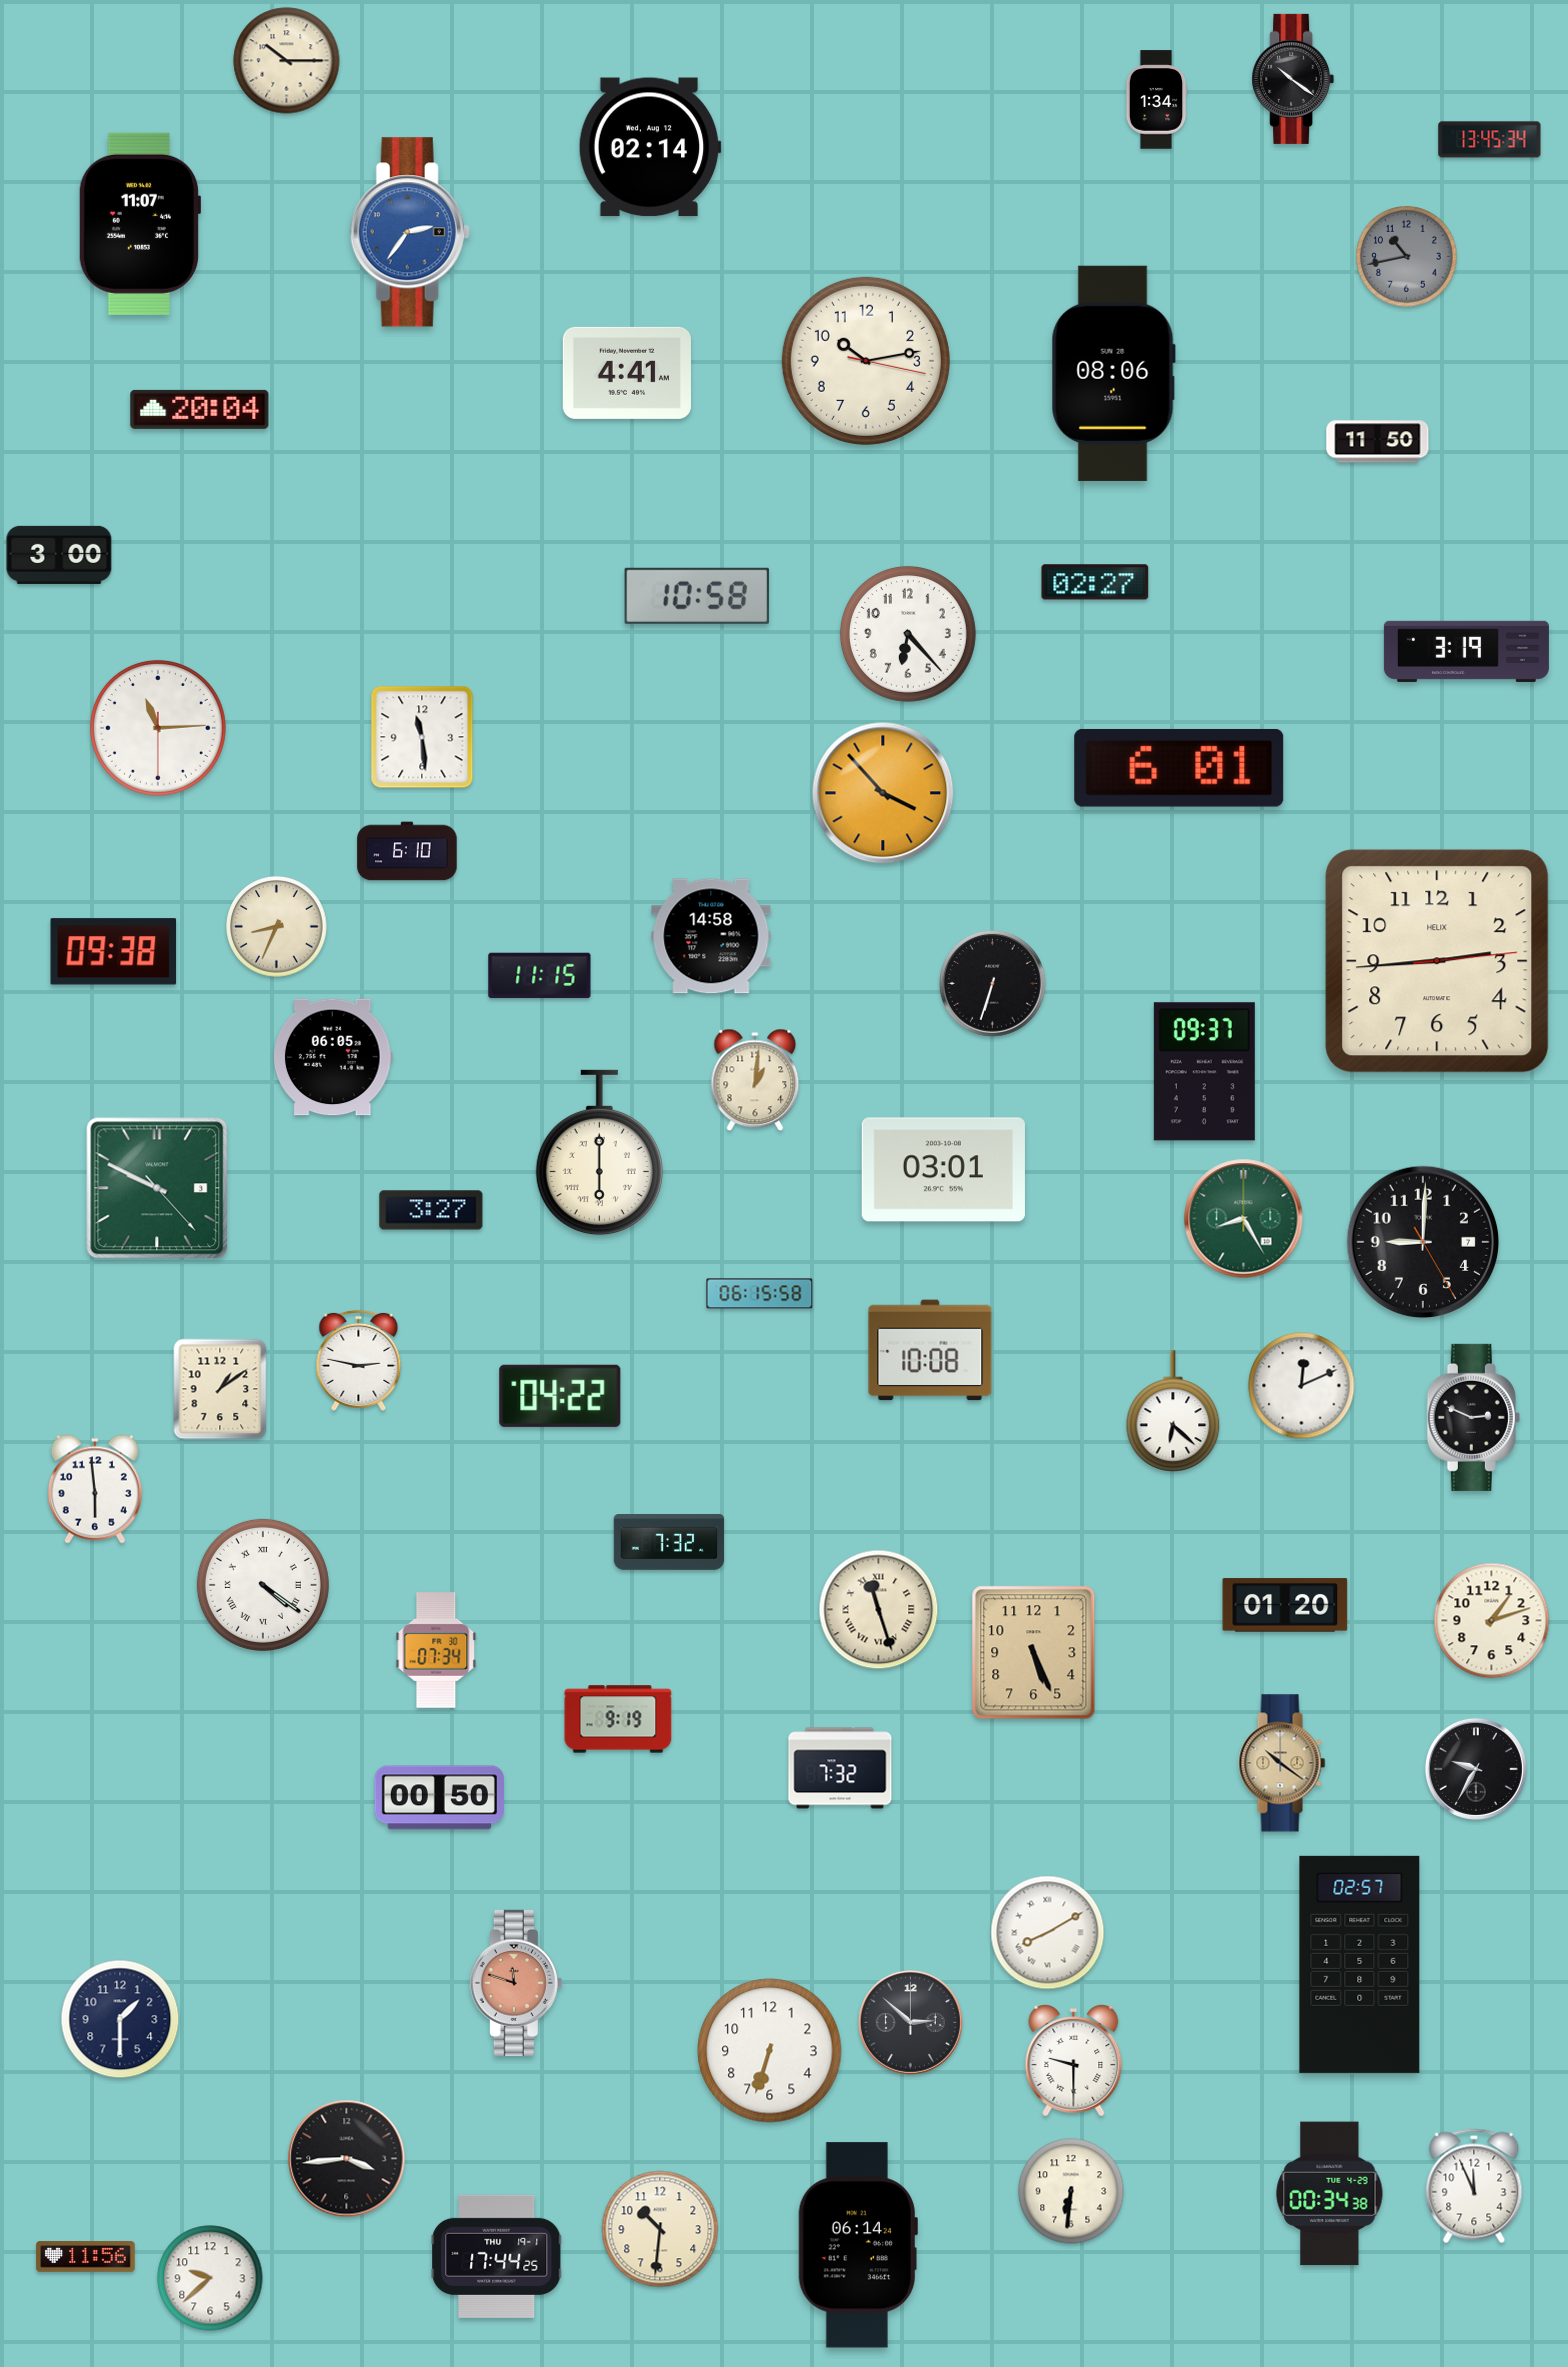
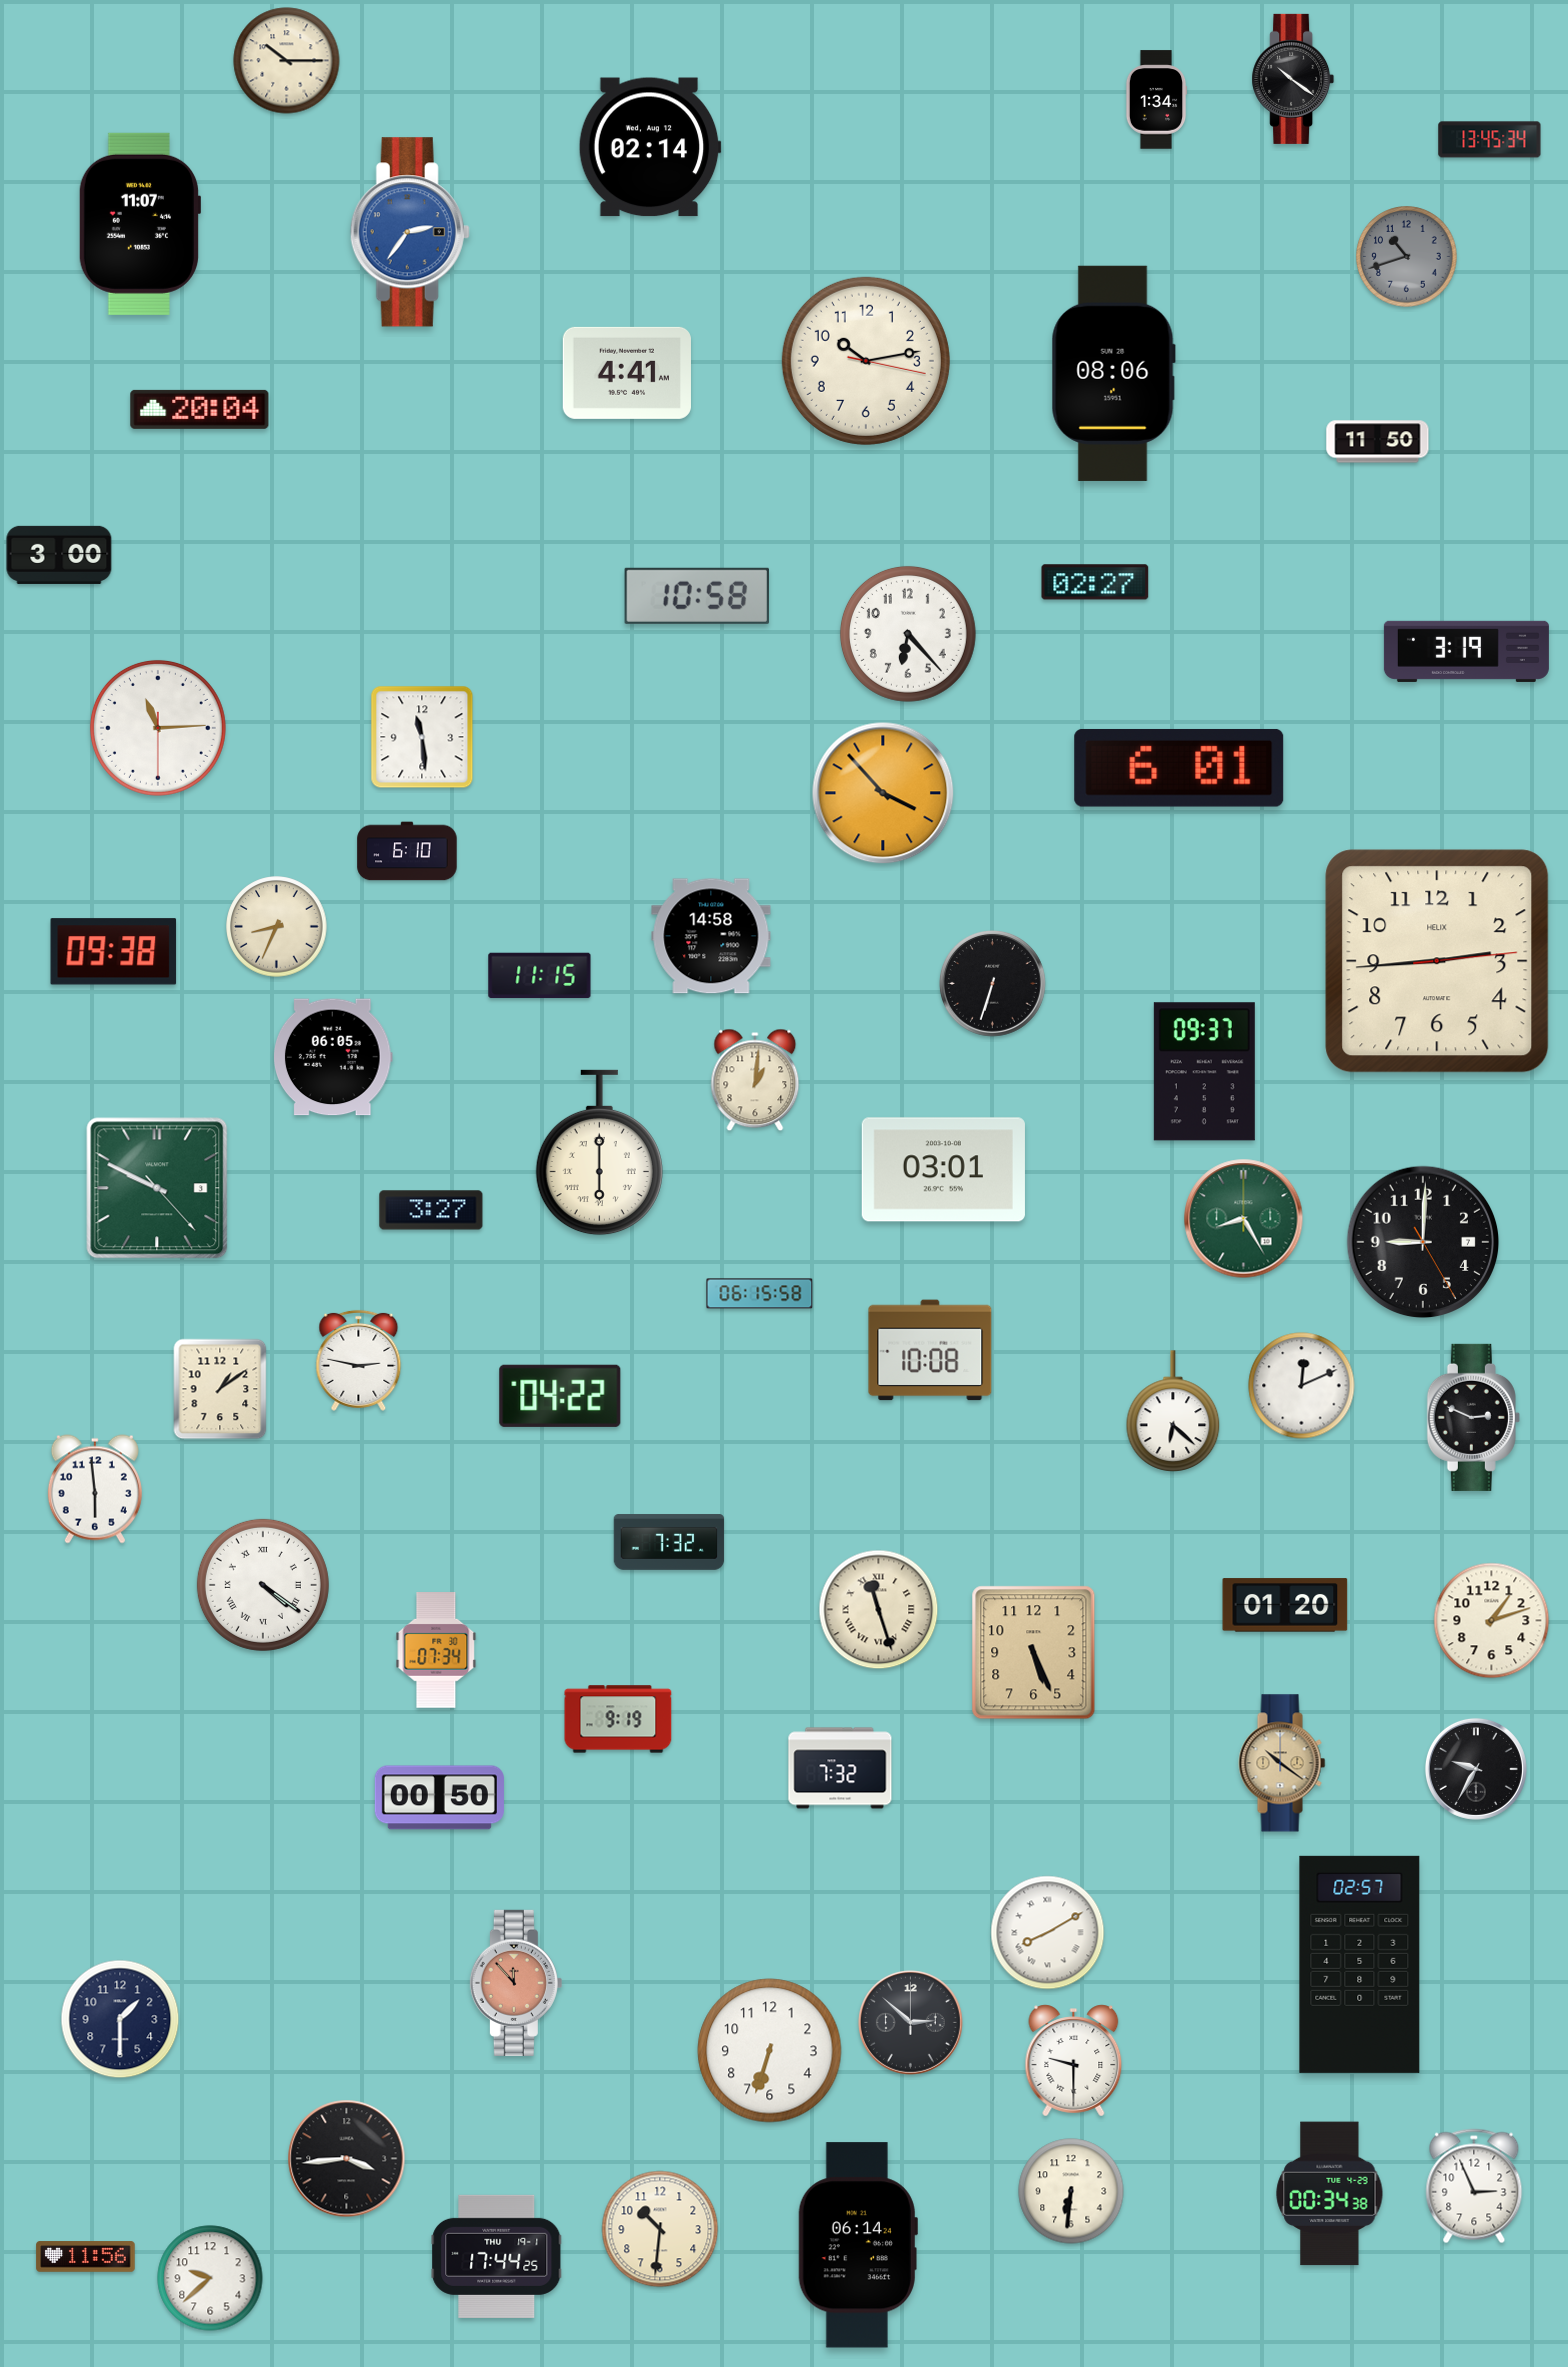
clock at (1407, 257): 10:43 -> 10:42
clock at (516, 1983): 11:48 -> 11:53
clock at (1474, 2186): 11:56 -> 2:56
